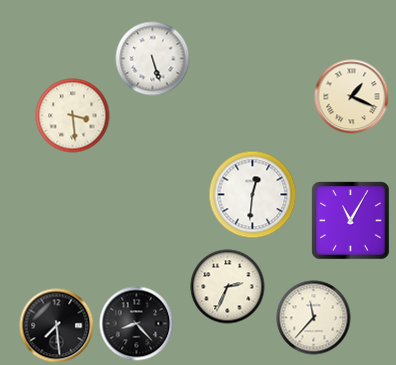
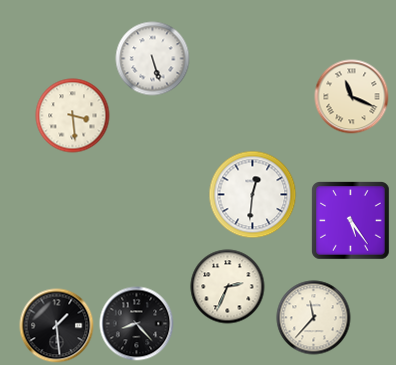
clock at (352, 97): 1:19 -> 11:19
clock at (351, 221): 11:05 -> 5:24
clock at (57, 326): 7:29 -> 1:29
